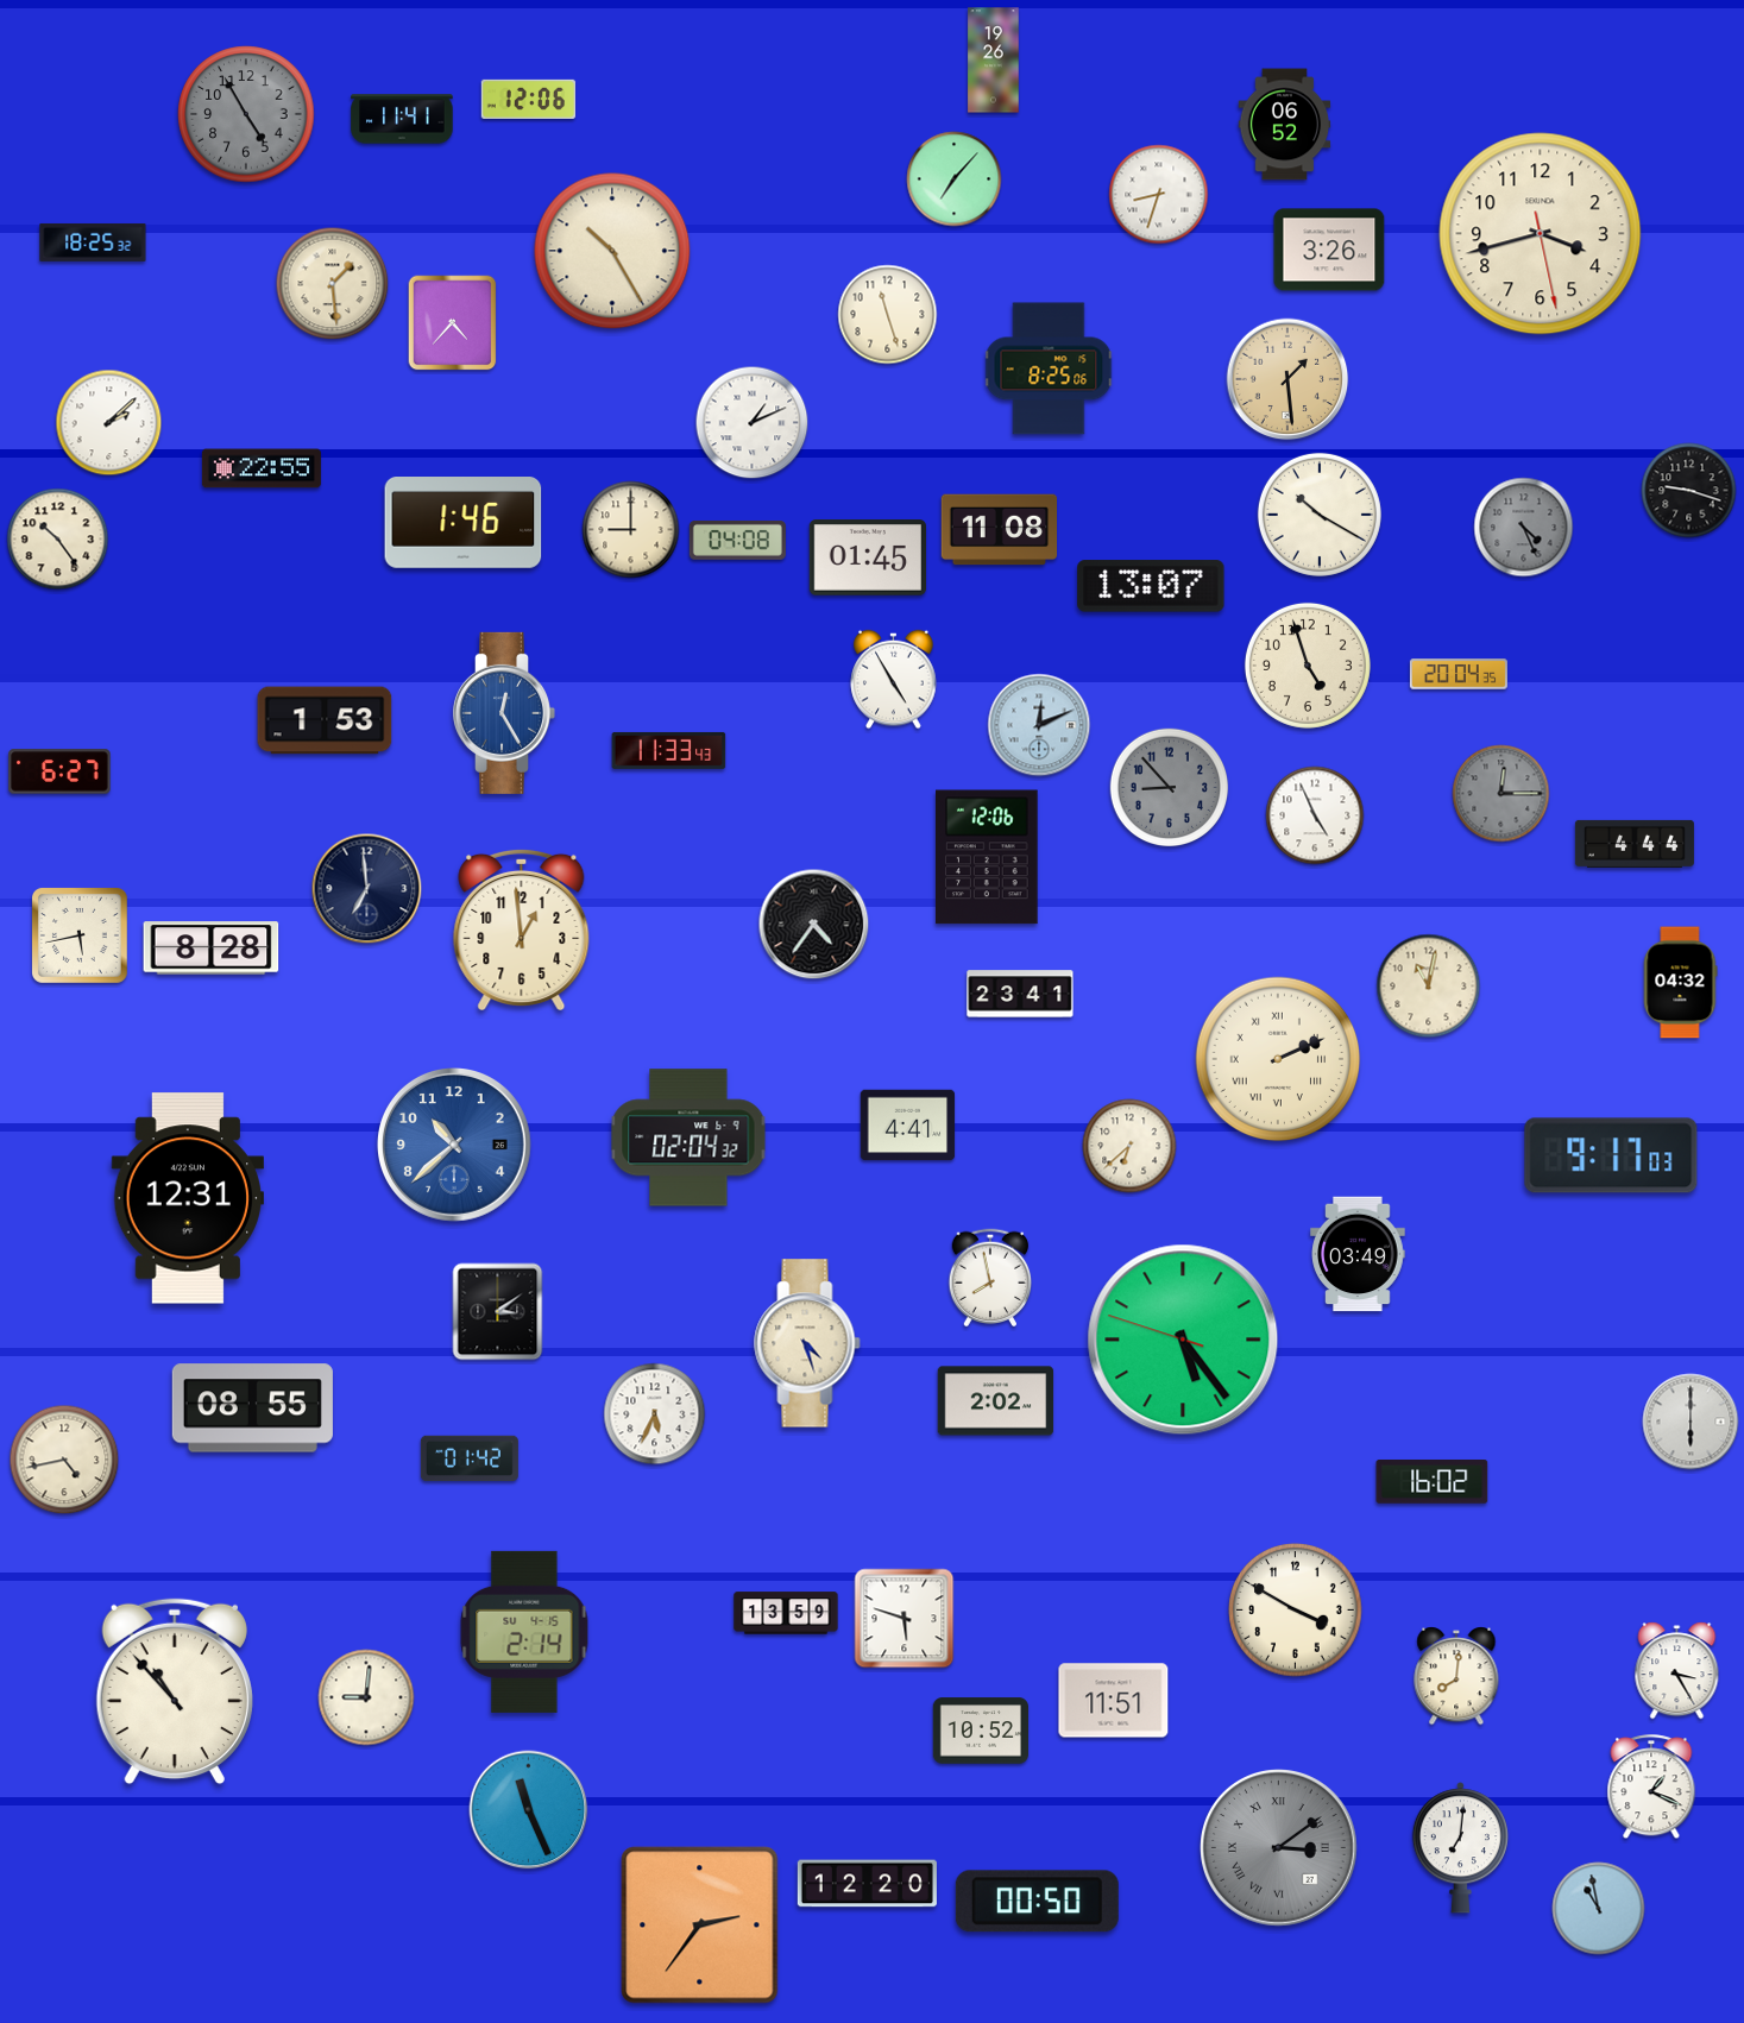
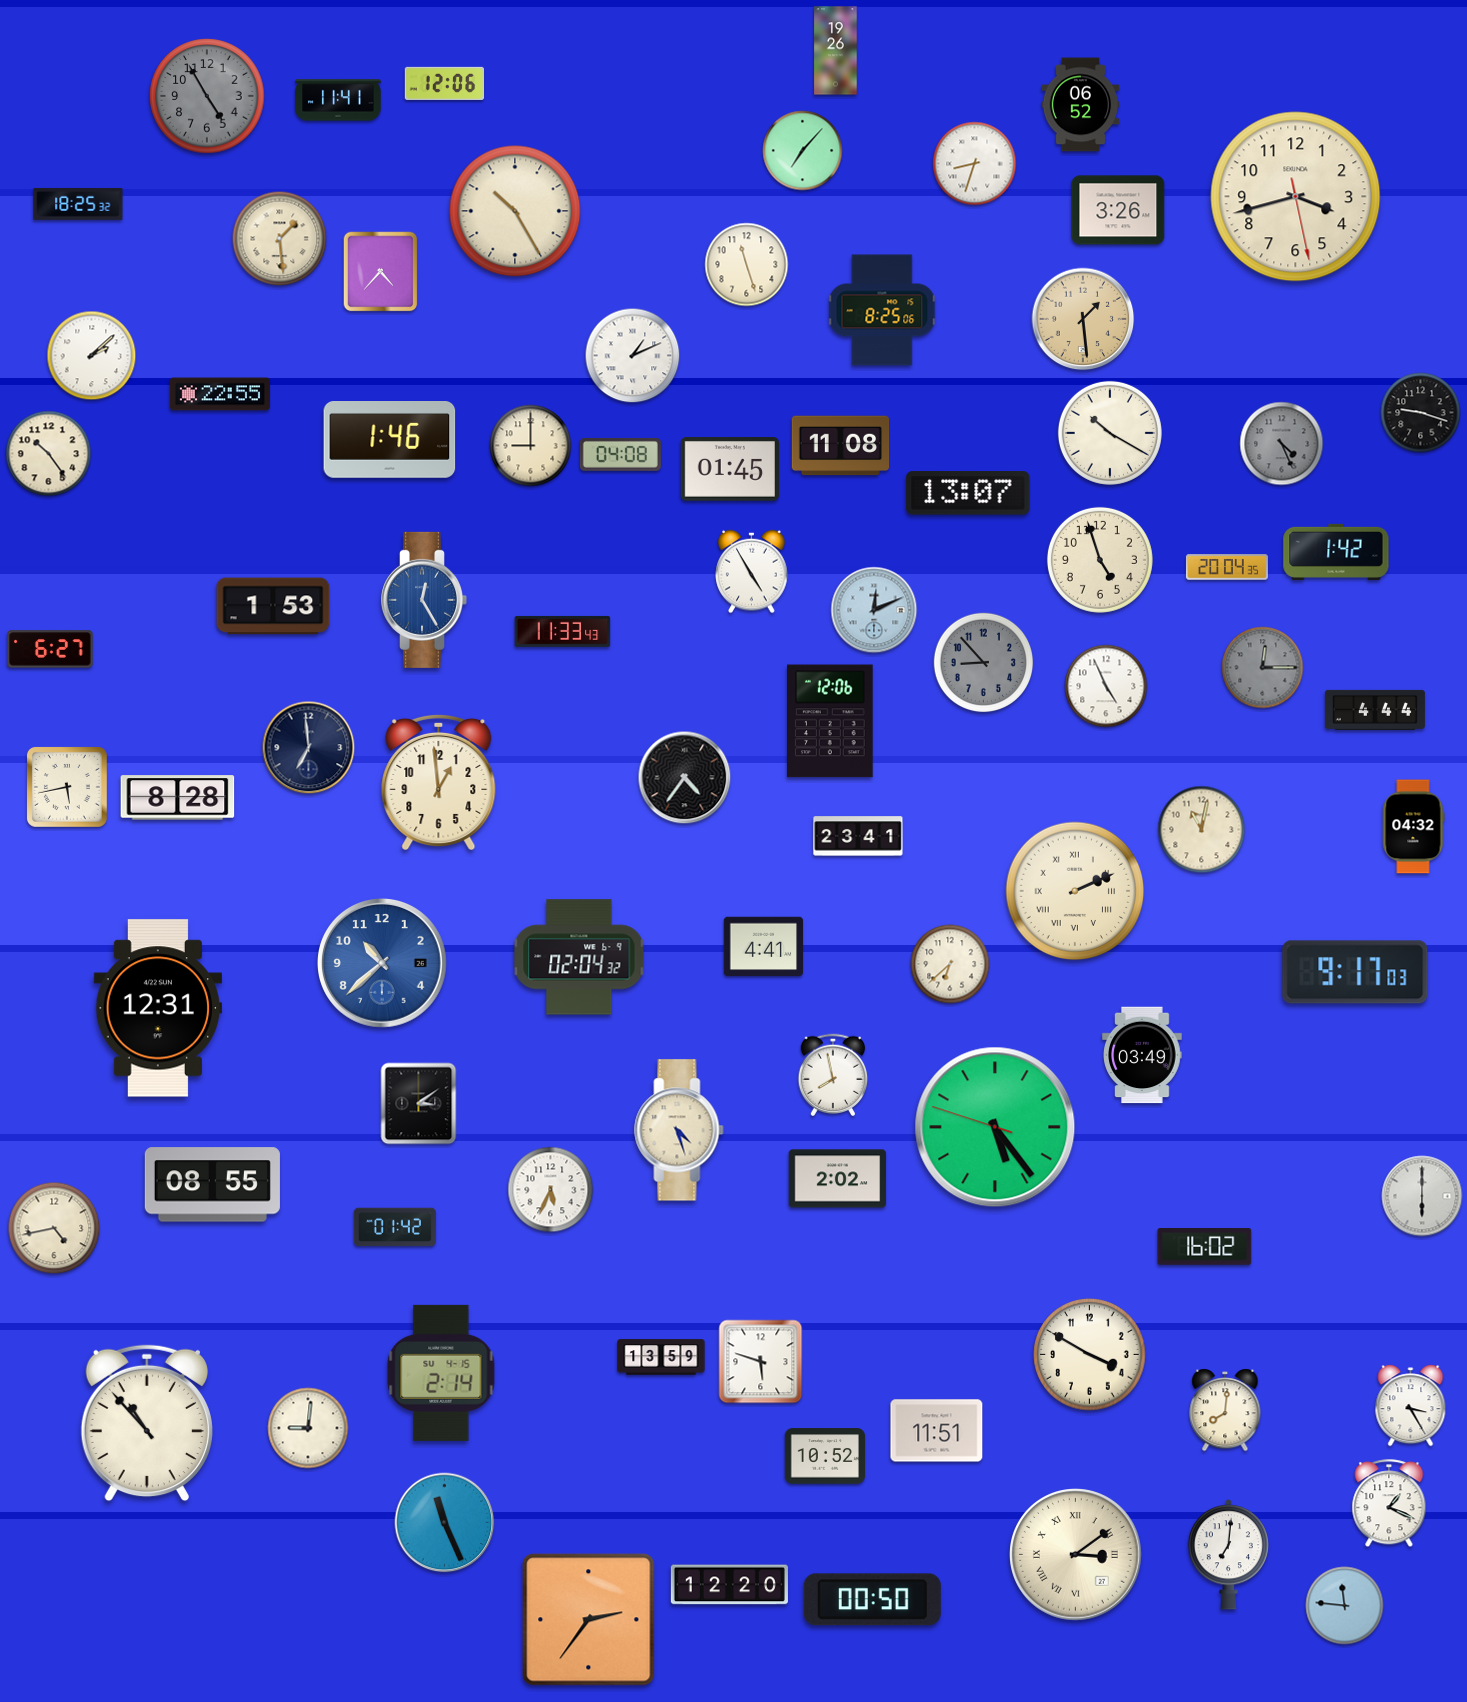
clock at (1336, 552): none -> 1:42
clock at (1279, 1848) dial: grey -> cream
clock at (1599, 1909): 10:58 -> 11:46
